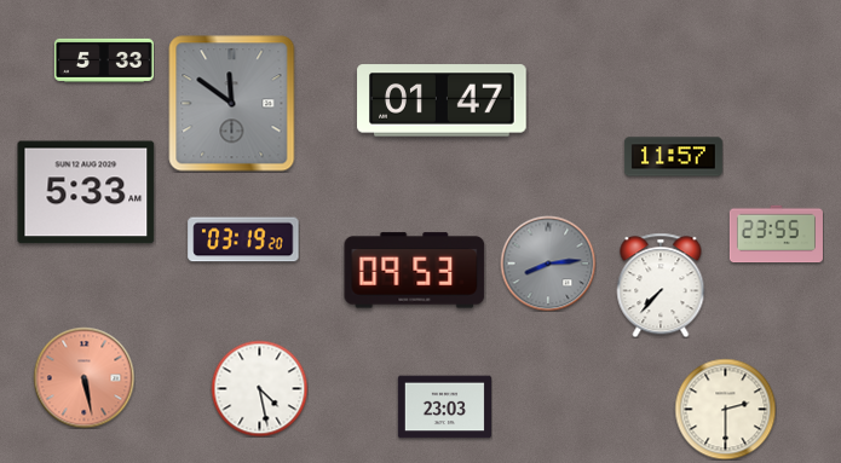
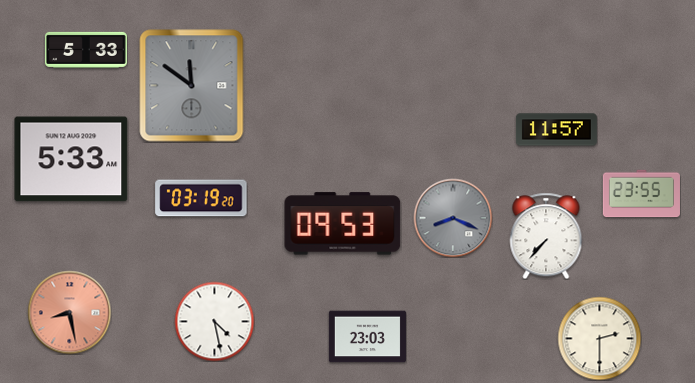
clock at (442, 100): 01:47 -> none
clock at (548, 264): 8:14 -> 8:19
clock at (83, 377): 5:28 -> 8:28
